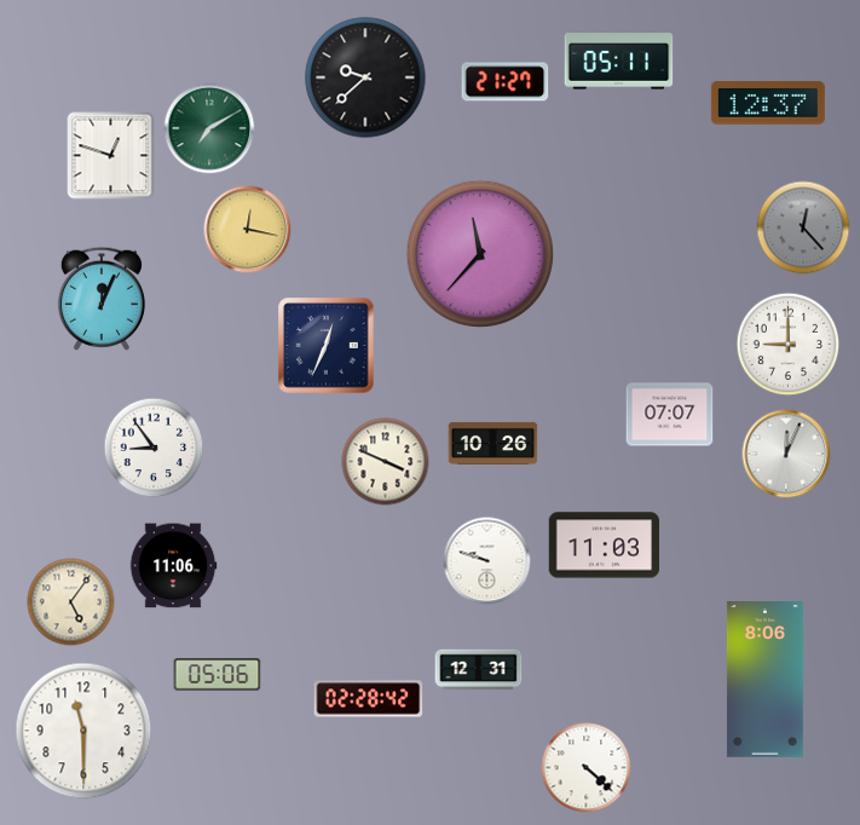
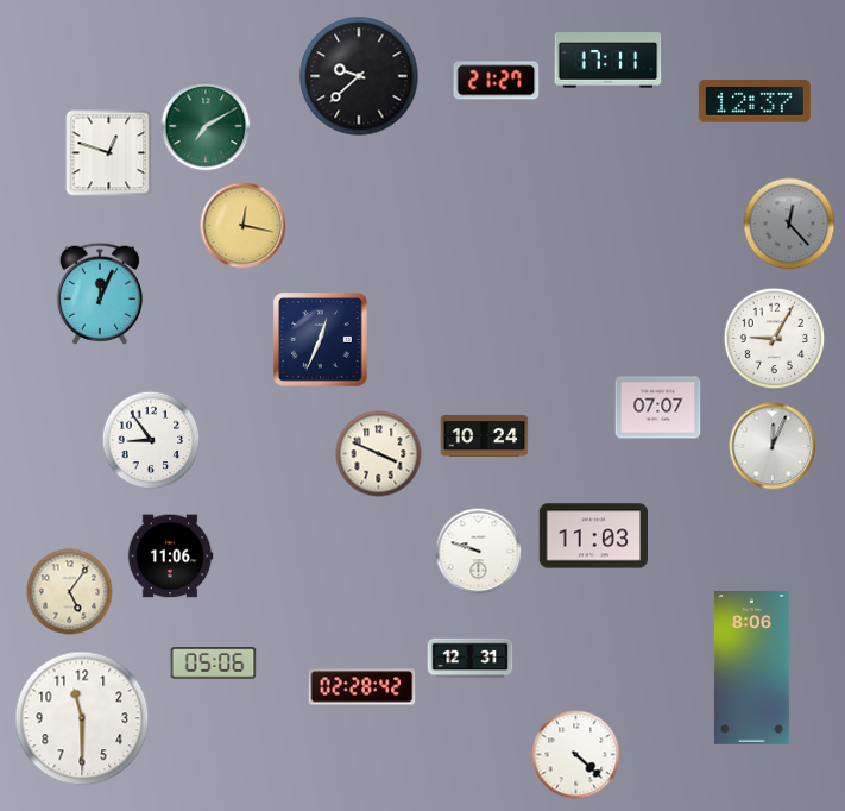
clock at (619, 62): 05:11 -> 17:11
clock at (479, 253): 11:37 -> none
clock at (789, 345): 9:00 -> 9:05
clock at (494, 443): 10:26 -> 10:24
